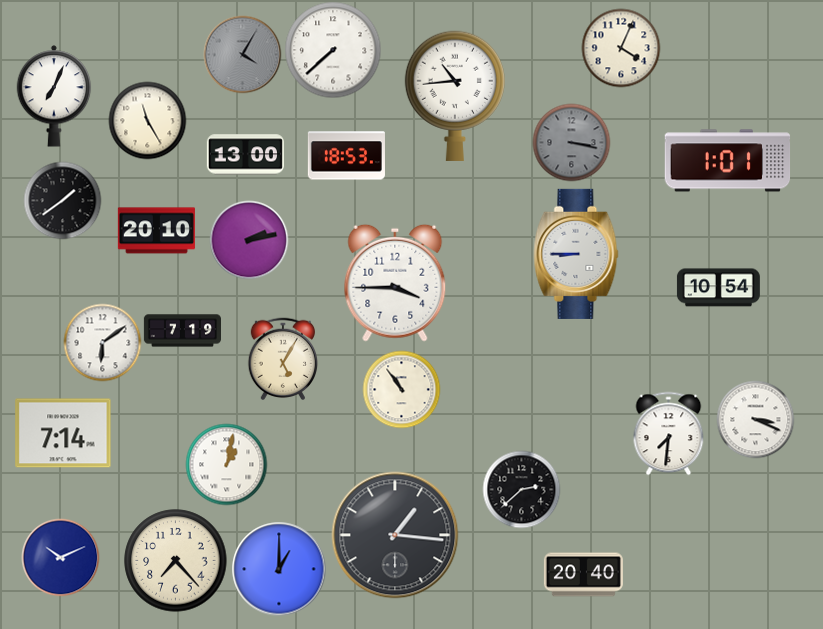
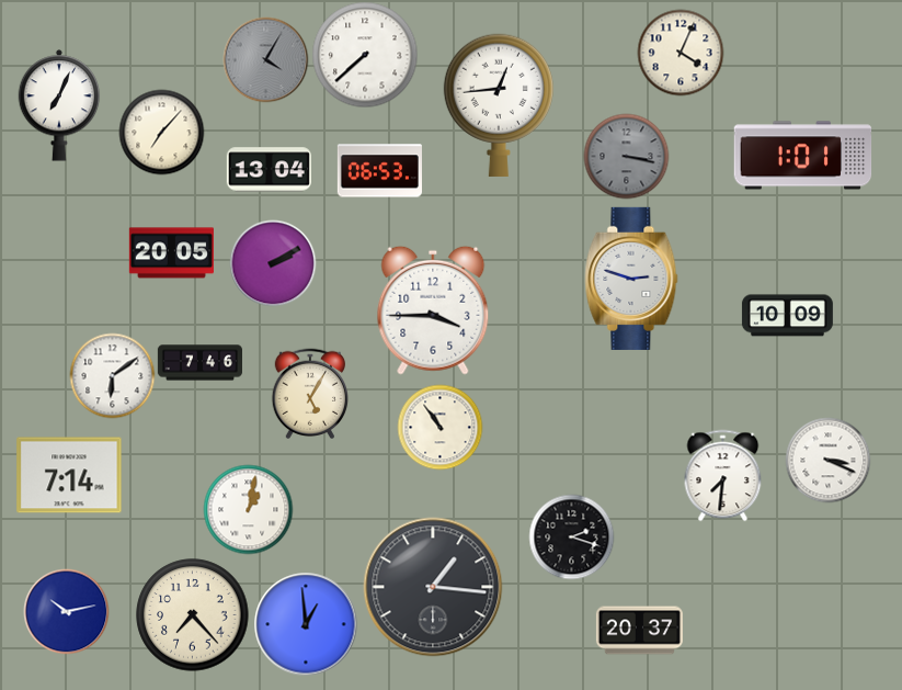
clock at (455, 96): 10:44 -> 12:44
clock at (147, 120): 11:25 -> 7:07
clock at (245, 155): 13:00 -> 13:04
clock at (346, 156): 18:53 -> 06:53
clock at (728, 161) position: (728, 161) -> (803, 156)
clock at (62, 200): 1:39 -> none
clock at (156, 231): 20:10 -> 20:05
clock at (249, 240): 2:13 -> 2:10
clock at (576, 254): 8:45 -> 2:48
clock at (718, 288): 10:54 -> 10:09
clock at (182, 331): 7:19 -> 7:46
clock at (669, 433) position: (669, 433) -> (723, 475)
clock at (521, 489): 2:38 -> 2:18
clock at (60, 557): 10:11 -> 10:13
clock at (279, 569): 1:00 -> 12:59
clock at (583, 575): 20:40 -> 20:37
